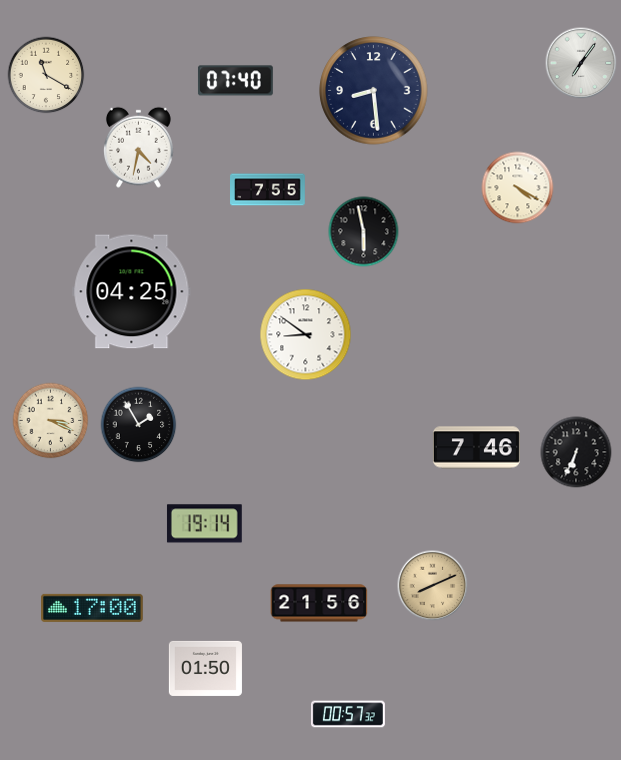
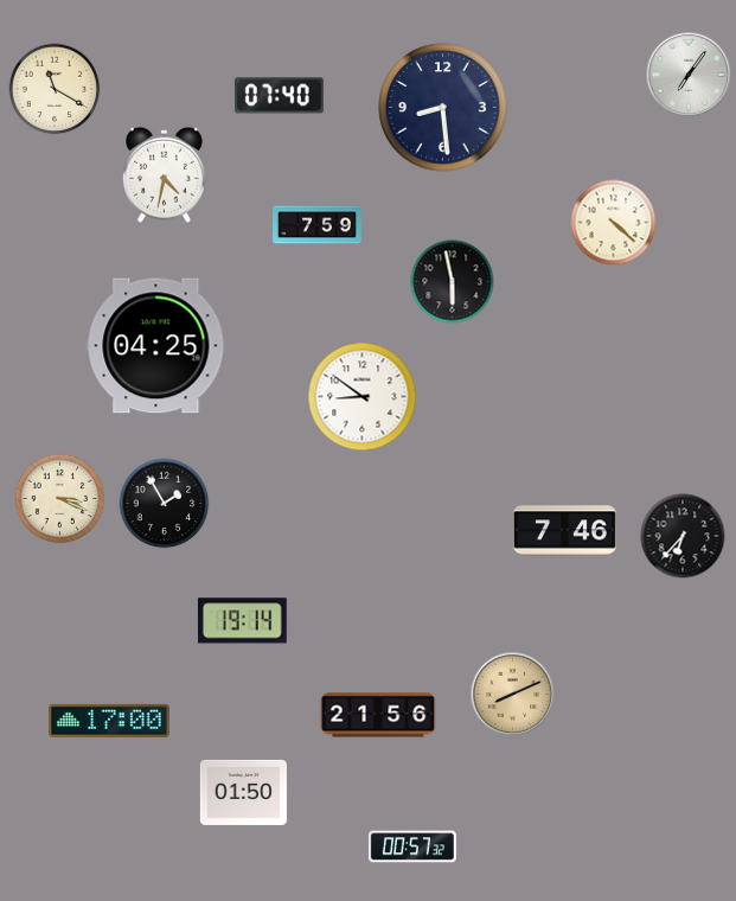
clock at (518, 188): 4:20 -> 4:22
clock at (268, 190): 7:55 -> 7:59
clock at (364, 232) position: (364, 232) -> (453, 282)
clock at (576, 452): 6:34 -> 6:37
